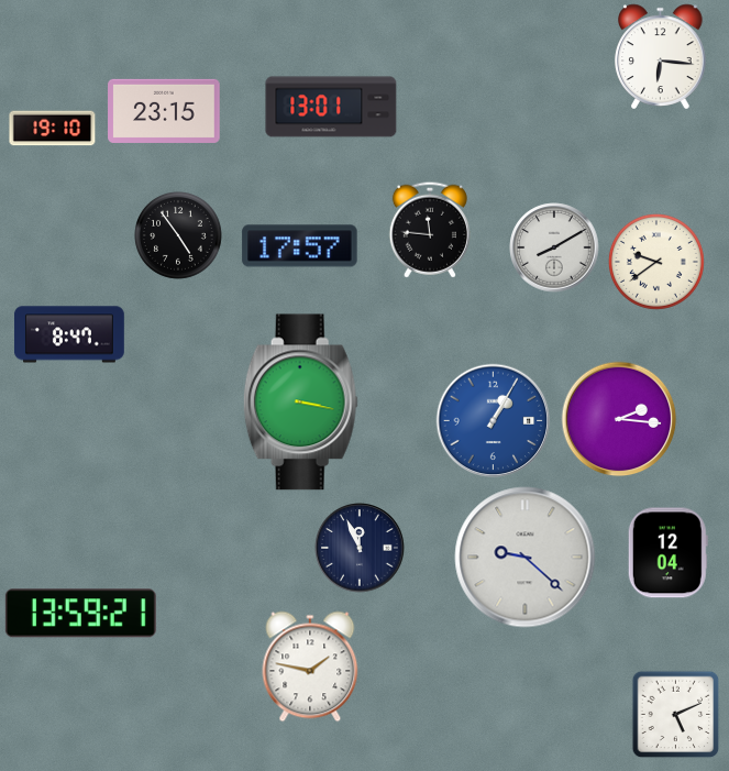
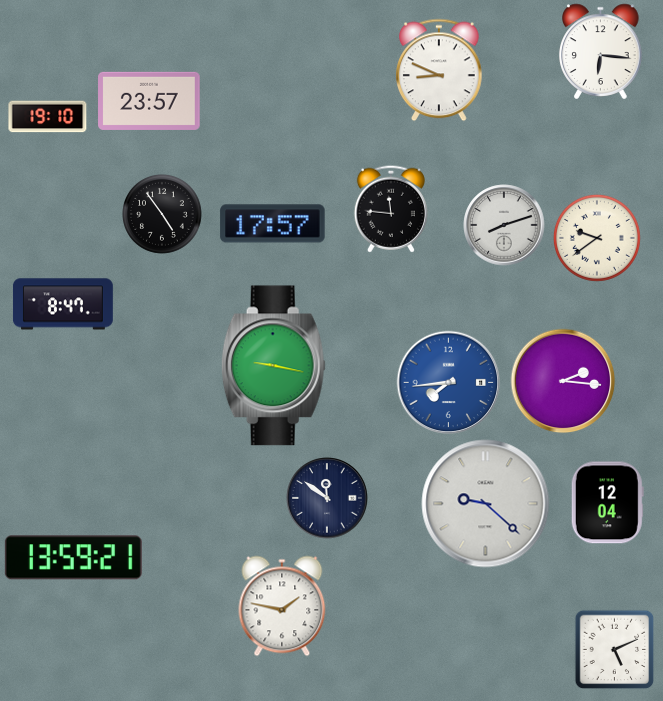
clock at (440, 70): none -> 8:49
clock at (331, 107): 13:01 -> none
clock at (164, 111): 23:15 -> 23:57
clock at (554, 247): 8:10 -> 8:12
clock at (300, 403): 3:17 -> 9:17
clock at (494, 421): 1:05 -> 7:44
clock at (360, 548): 11:56 -> 11:51
clock at (526, 558) position: (526, 558) -> (486, 504)
